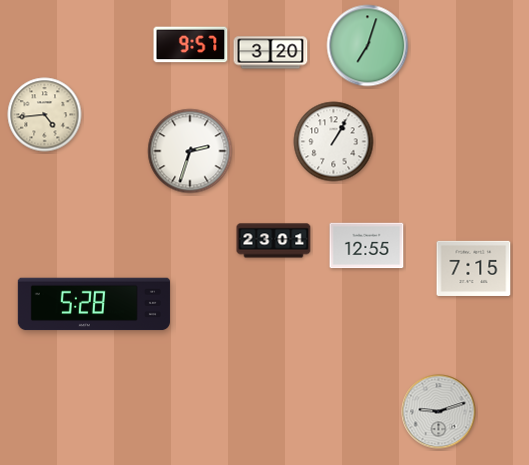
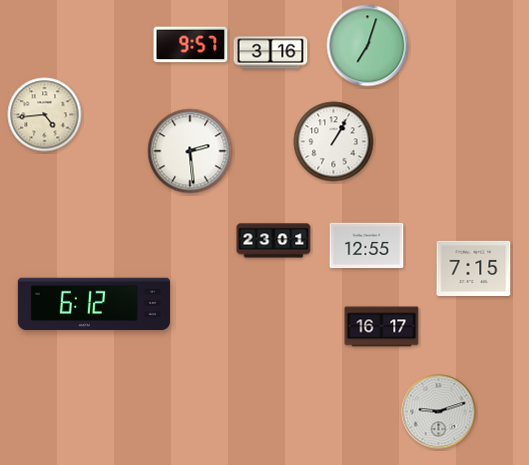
clock at (271, 53): 3:20 -> 3:16
clock at (190, 151): 2:33 -> 2:29
clock at (94, 304): 5:28 -> 6:12
clock at (382, 327): none -> 16:17
